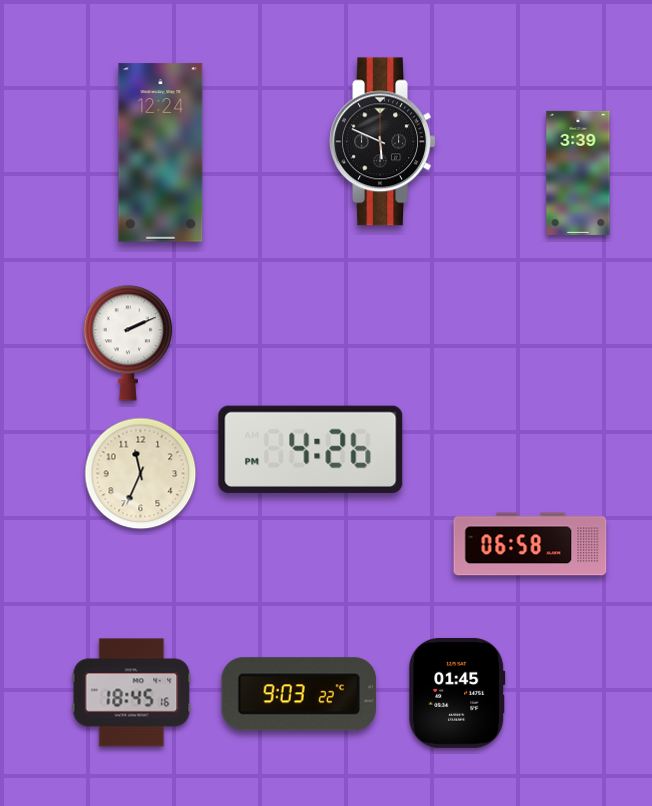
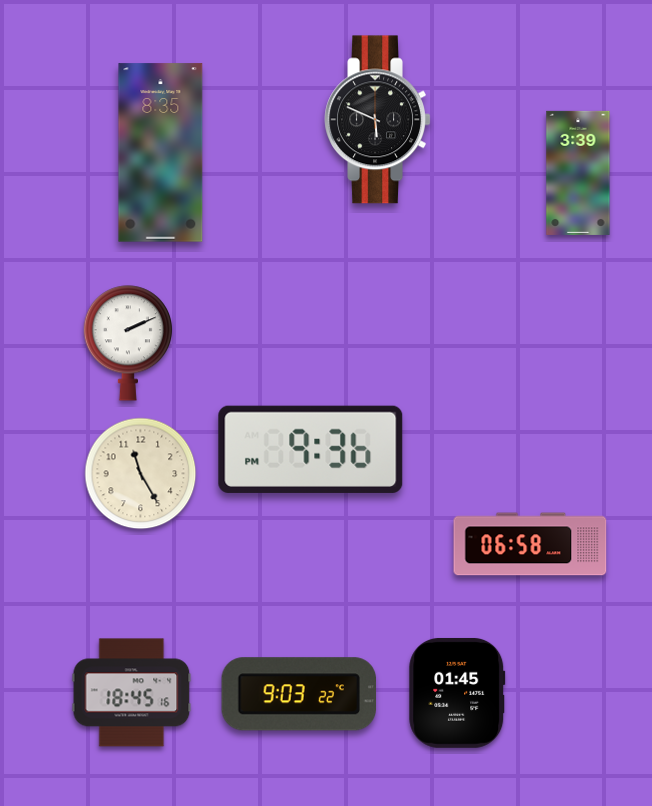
clock at (382, 142) position: (382, 142) -> (377, 120)
clock at (161, 153): 12:24 -> 8:35
clock at (311, 449): 4:26 -> 9:36
clock at (141, 474): 11:34 -> 11:25
